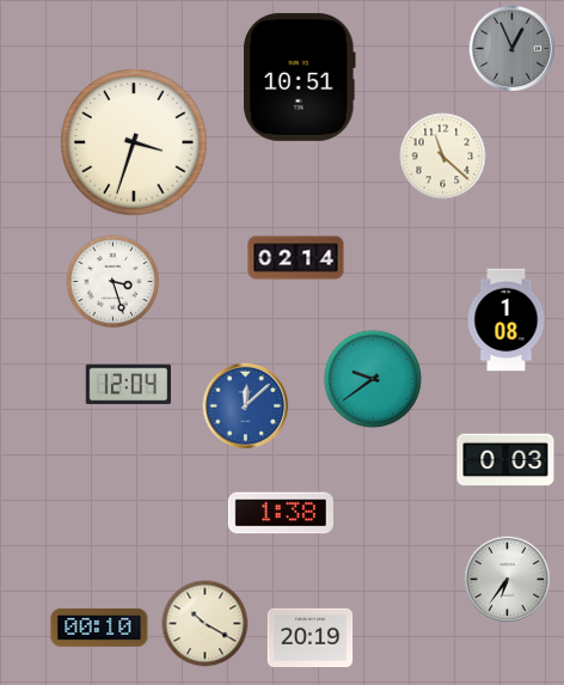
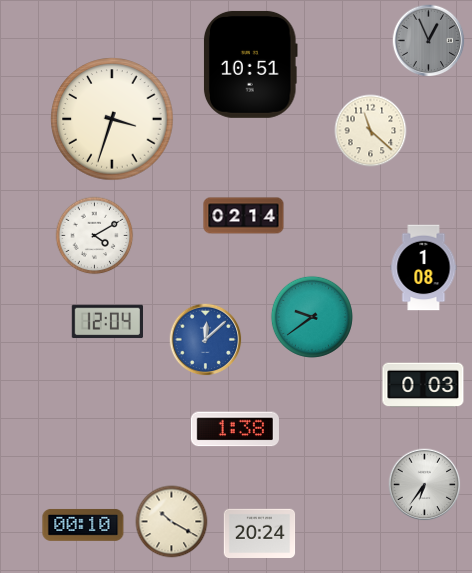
clock at (296, 258) position: (296, 258) -> (244, 216)
clock at (114, 282): 3:27 -> 4:10
clock at (311, 638): 20:19 -> 20:24
